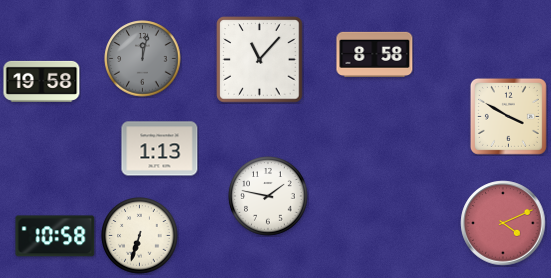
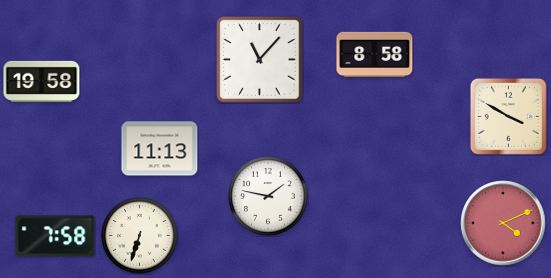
clock at (143, 59): 12:02 -> none
clock at (160, 149): 1:13 -> 11:13
clock at (55, 236): 10:58 -> 7:58
